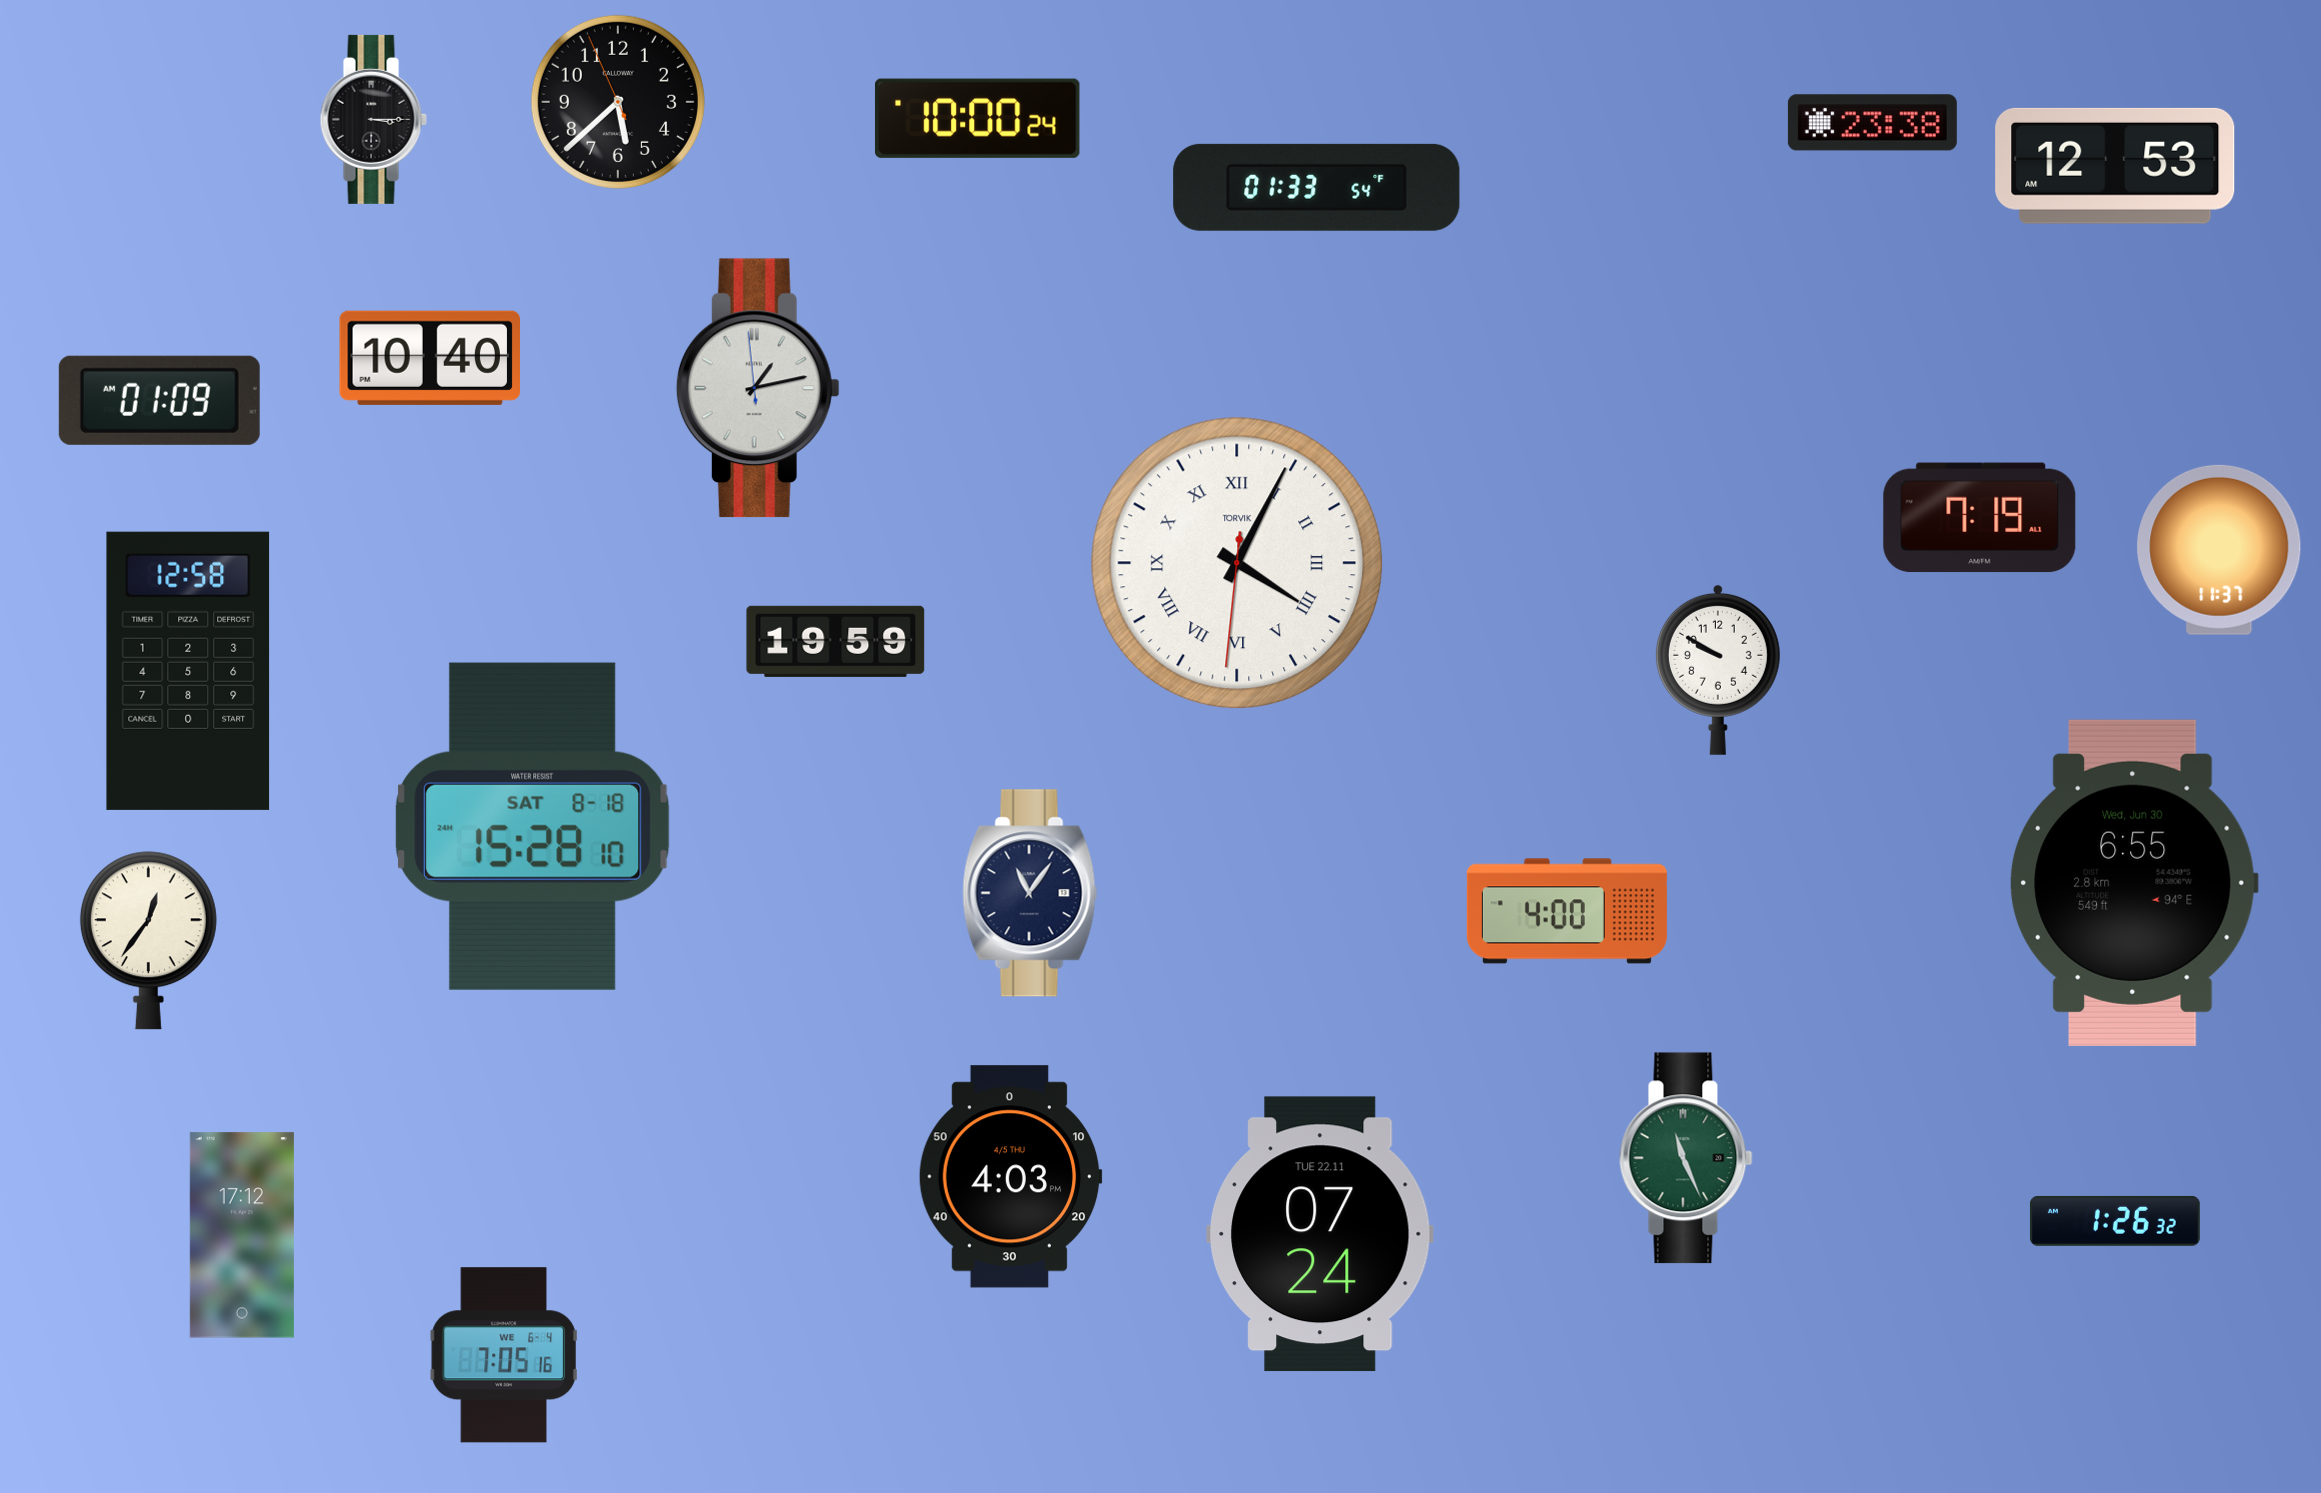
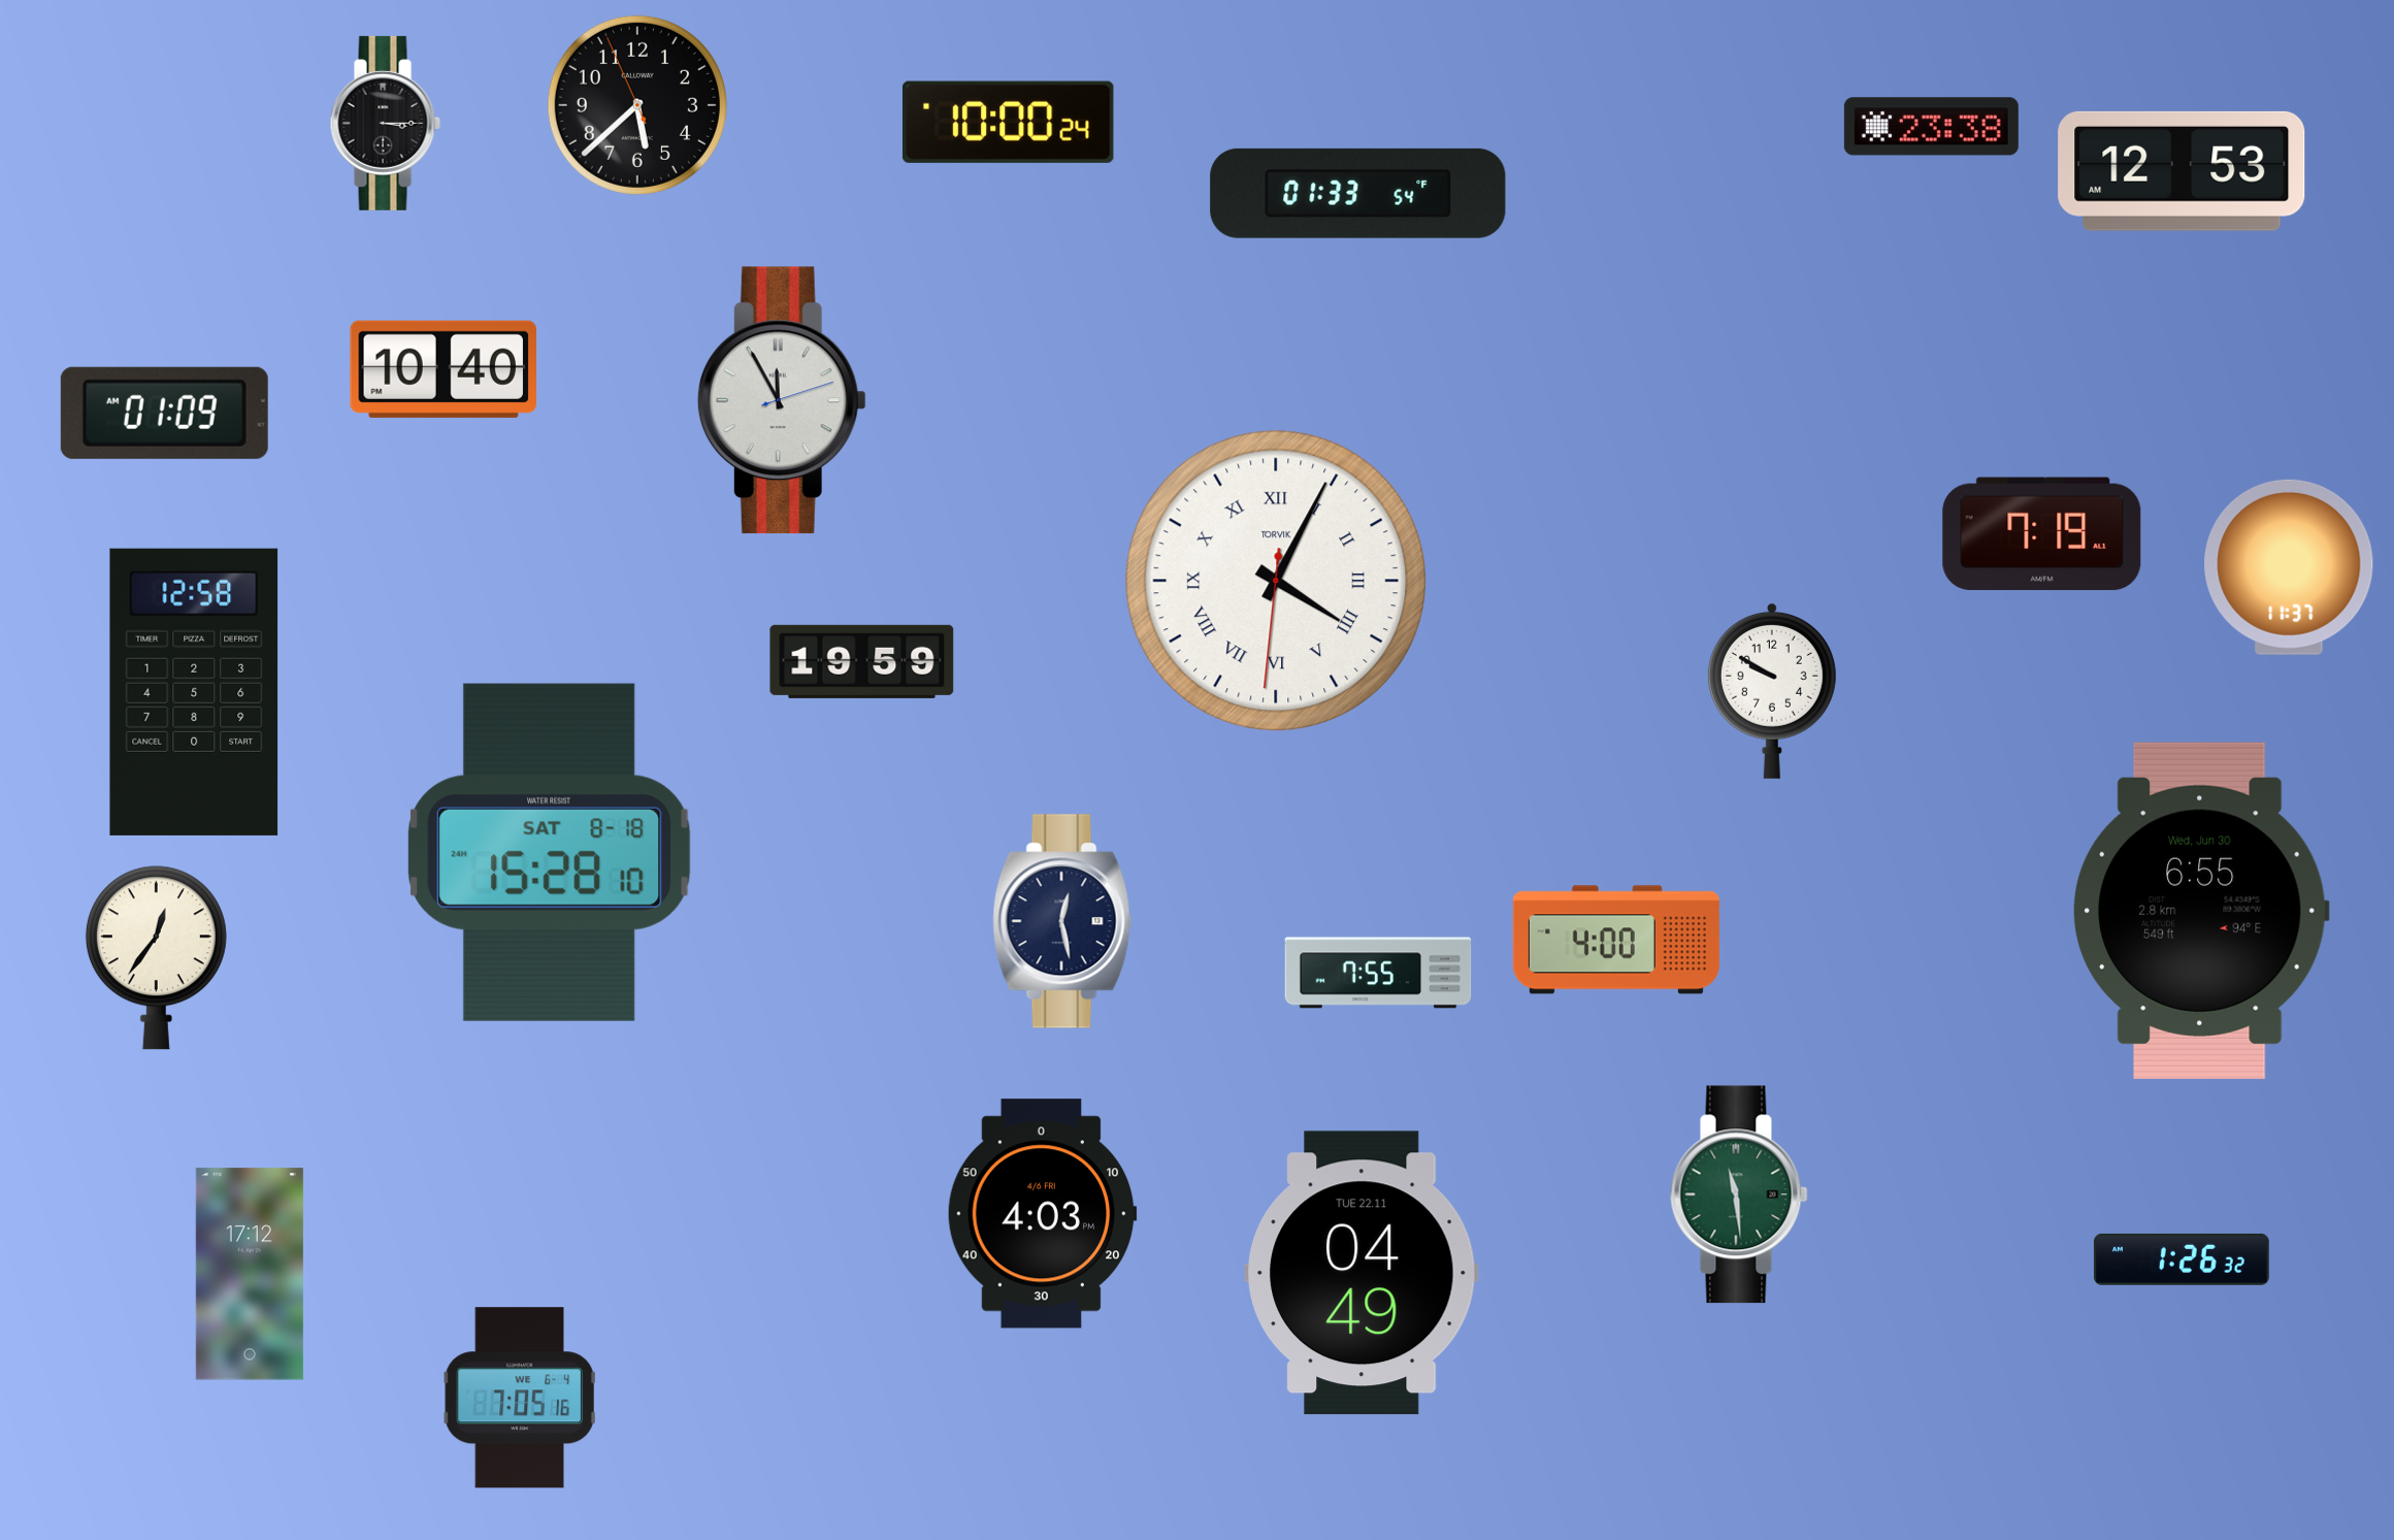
clock at (758, 388): 1:12 -> 11:55
clock at (1030, 893): 11:06 -> 12:28
clock at (148, 941) position: (148, 941) -> (156, 958)
clock at (1378, 973): none -> 7:55
clock at (1686, 1158): 11:26 -> 11:29
clock at (1010, 1177) date: 4/5 THU -> 4/6 FRI
clock at (1321, 1234): 07:24 -> 04:49
